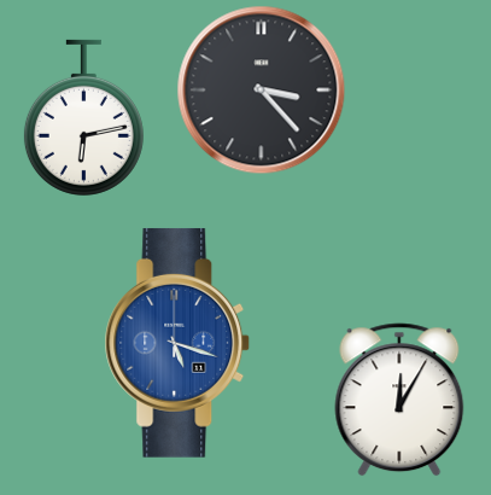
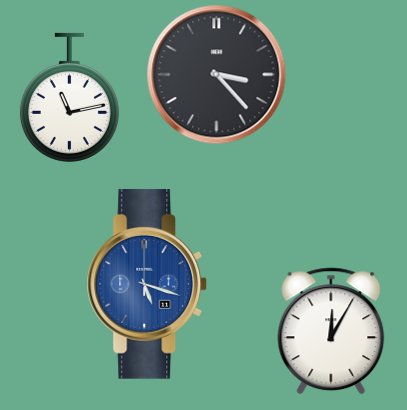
clock at (83, 117): 6:13 -> 11:13
